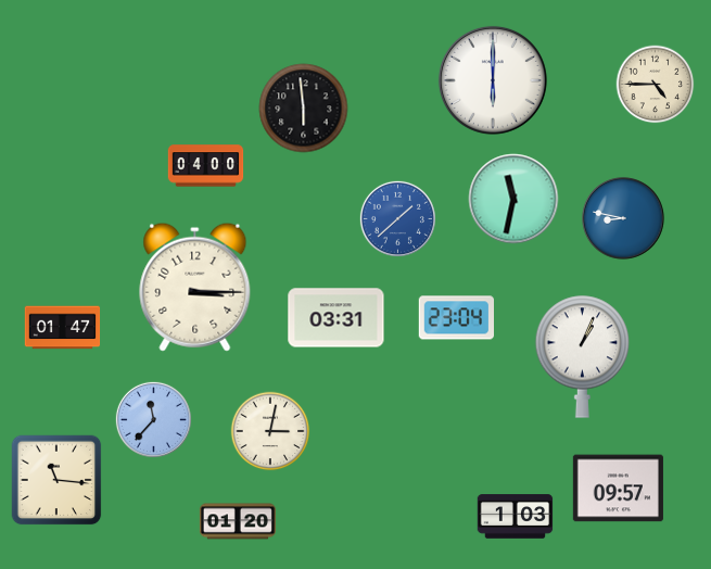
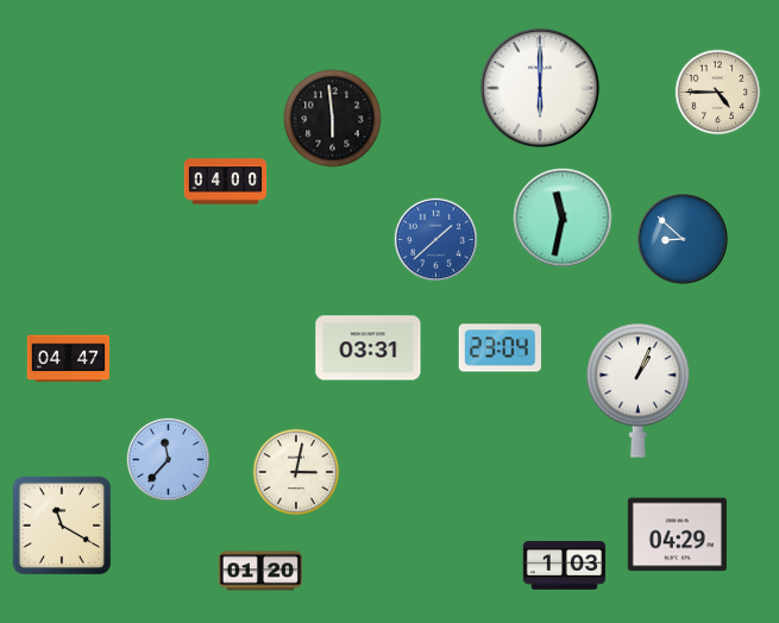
clock at (623, 218): 8:47 -> 8:52
clock at (195, 287): 3:15 -> none
clock at (63, 328): 01:47 -> 04:47
clock at (56, 480): 11:16 -> 11:20
clock at (618, 489): 09:57 -> 04:29
